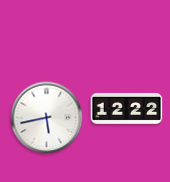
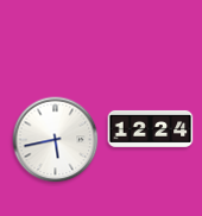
clock at (127, 108): 12:22 -> 12:24
